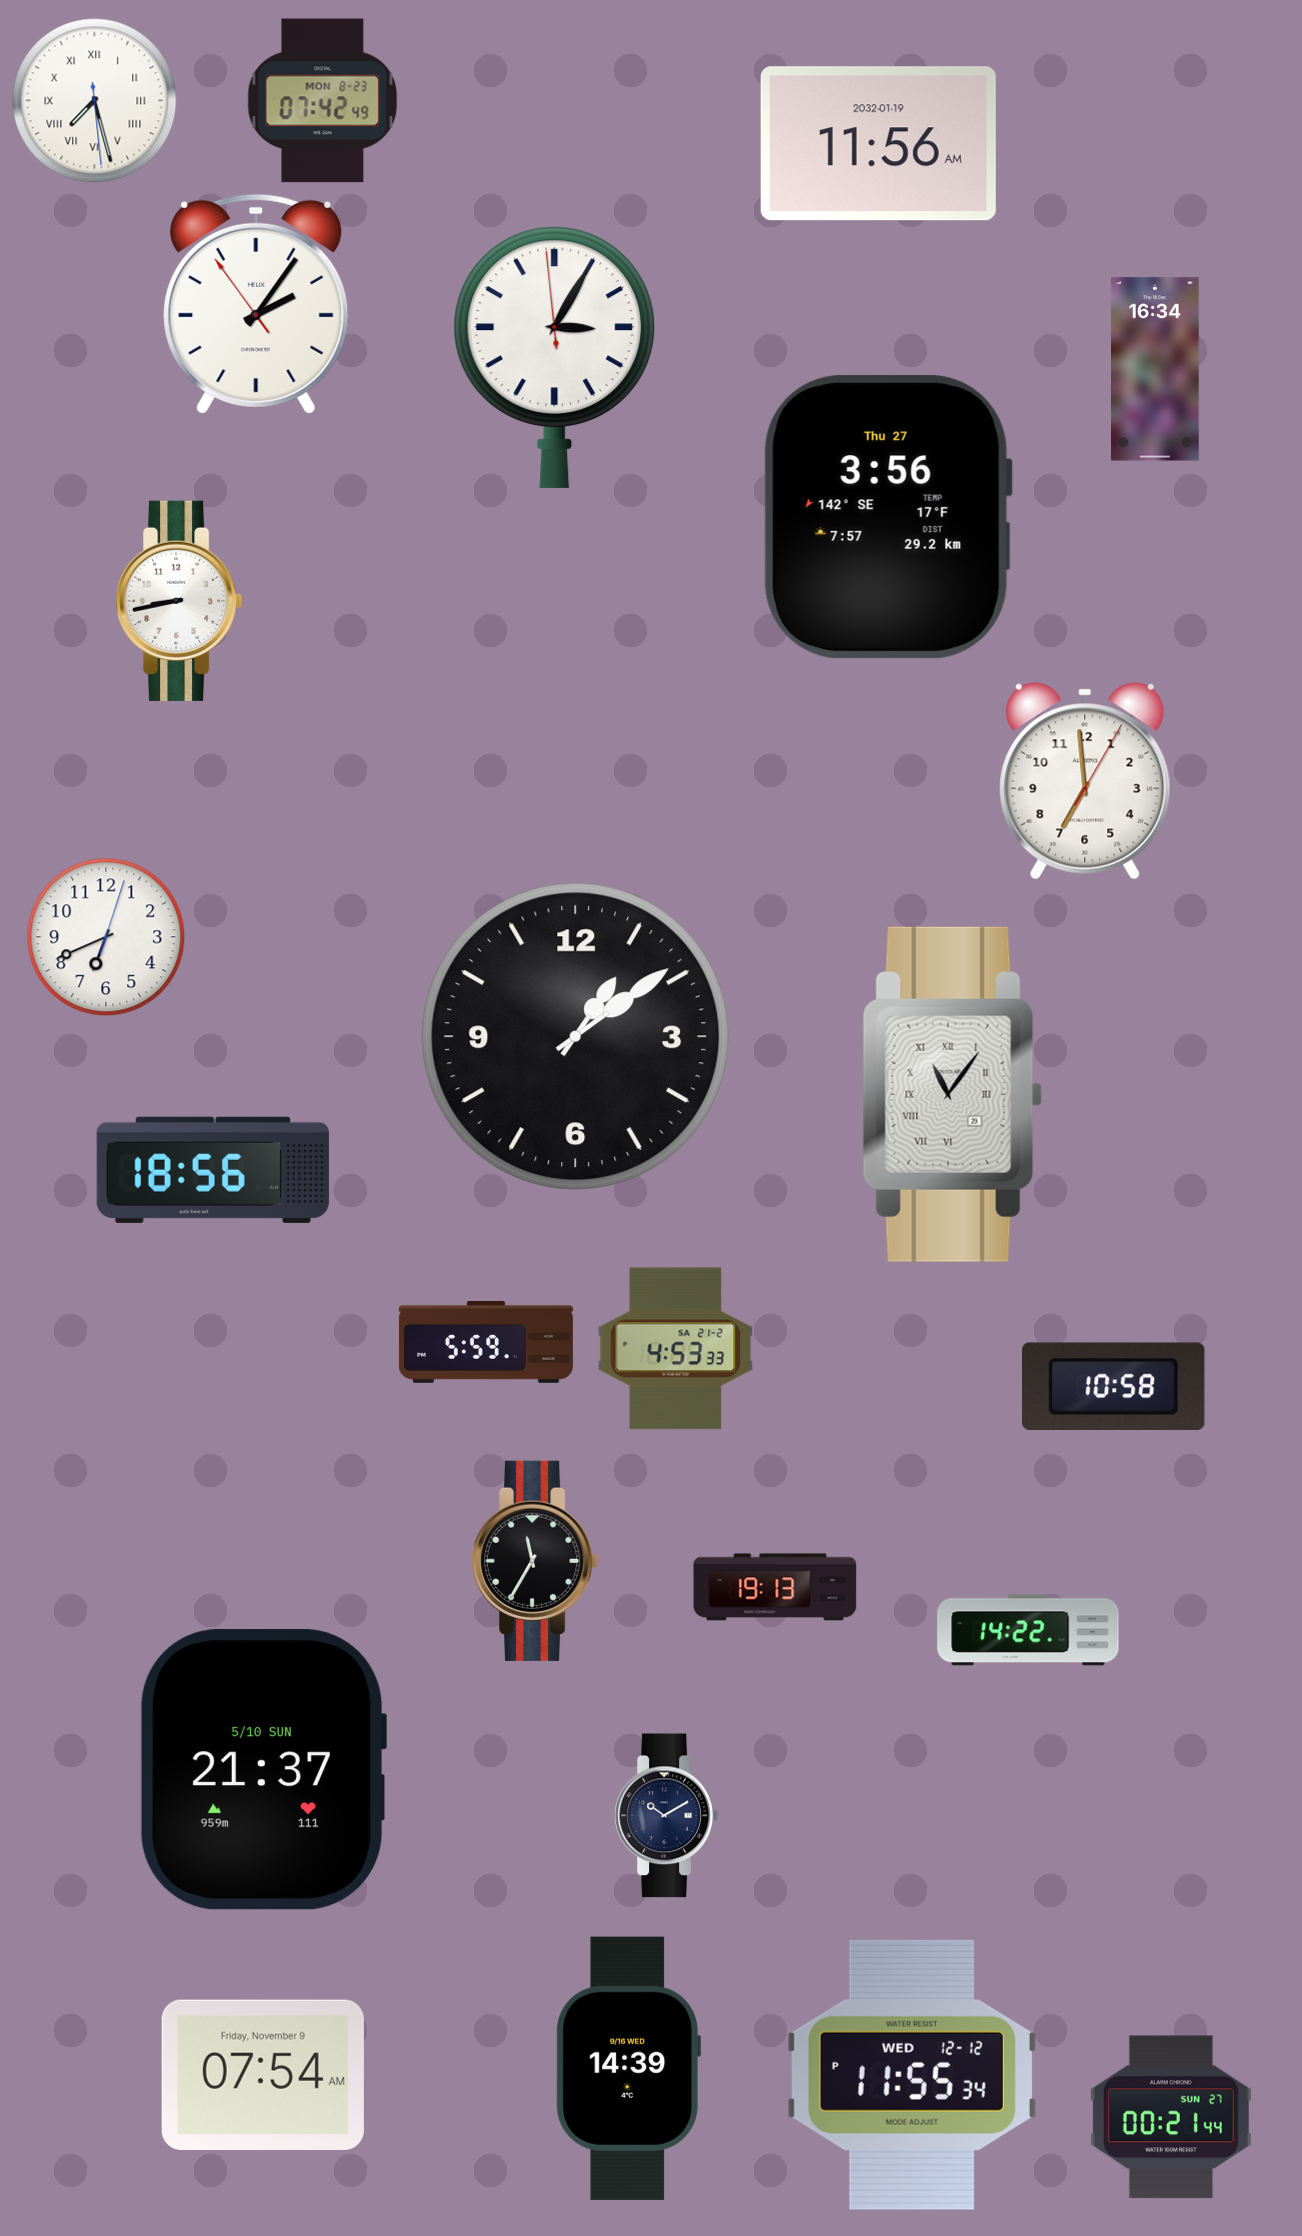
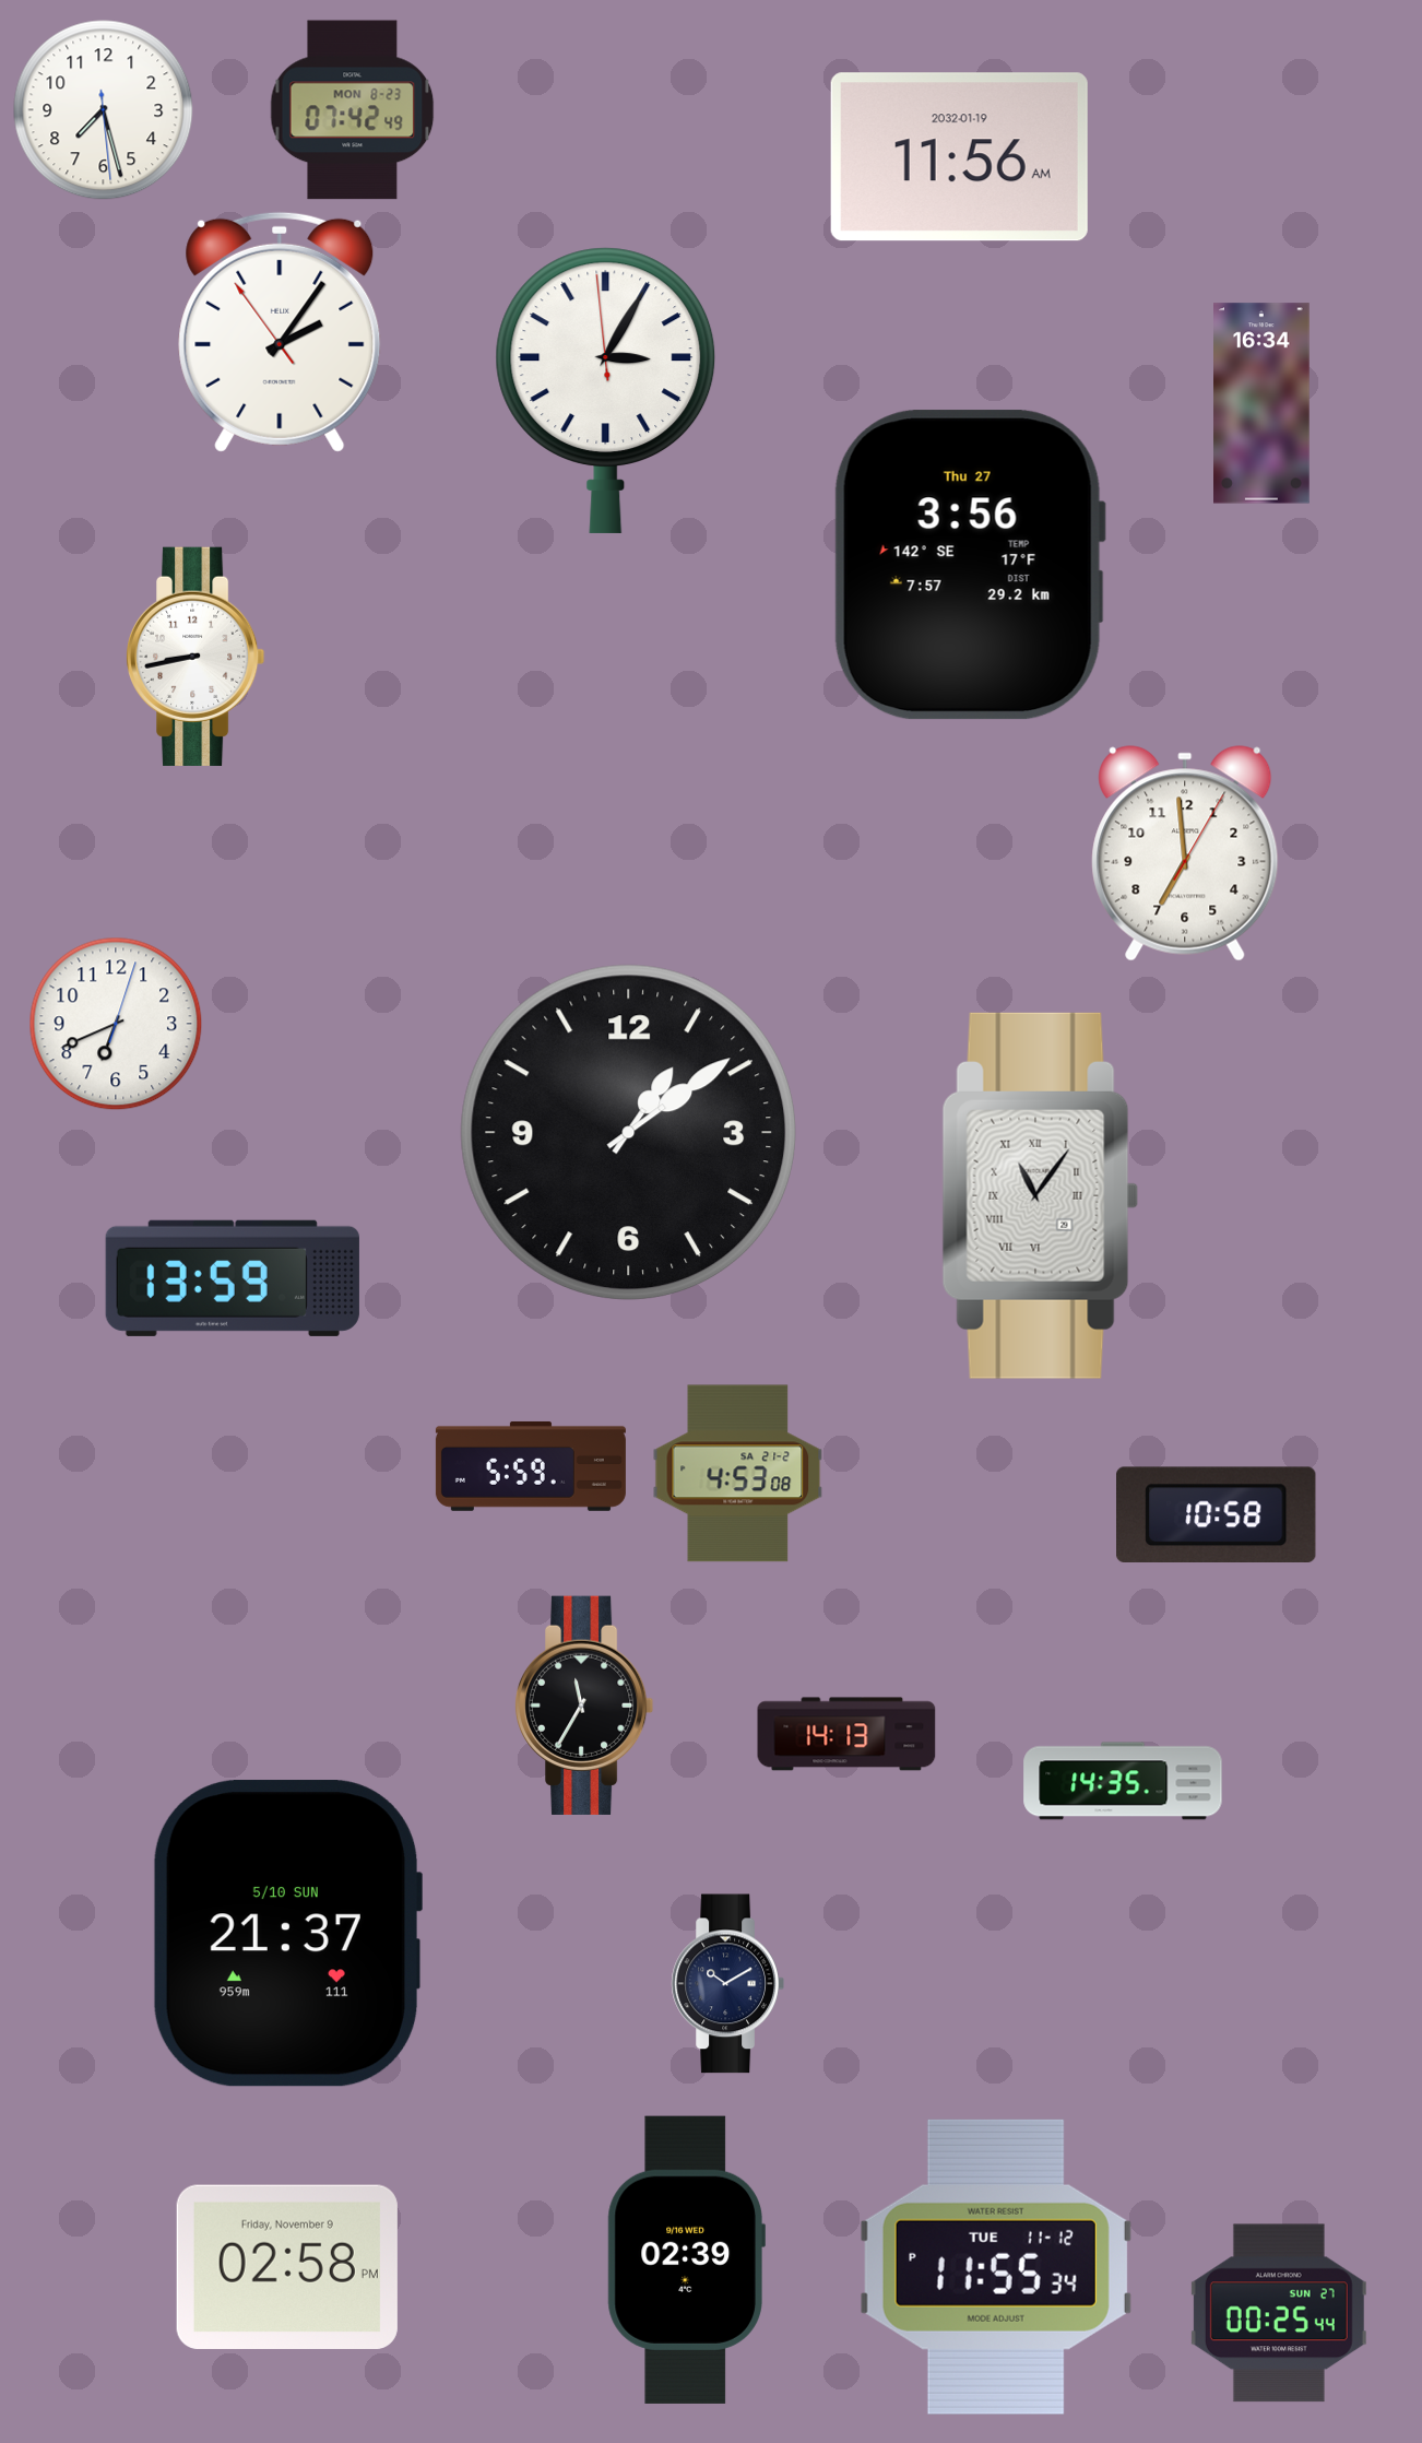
clock at (95, 101) numerals: Roman -> Arabic
clock at (213, 1170): 18:56 -> 13:59
clock at (676, 1349): 4:53:33 -> 4:53:08
clock at (775, 1587): 19:13 -> 14:13
clock at (1028, 1630): 14:22 -> 14:35
clock at (628, 2068): 14:39 -> 02:39
clock at (263, 2075): 07:54 -> 02:58
clock at (912, 2075) date: WED 12-12 -> TUE 11-12
clock at (1171, 2117): 00:21 -> 00:25
